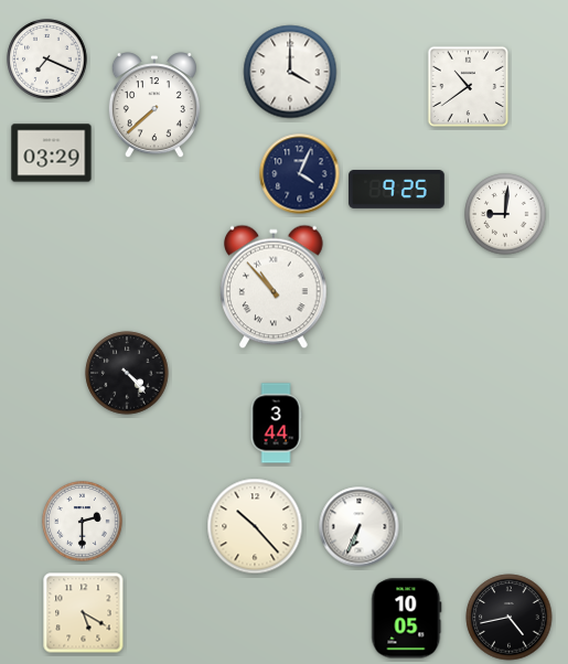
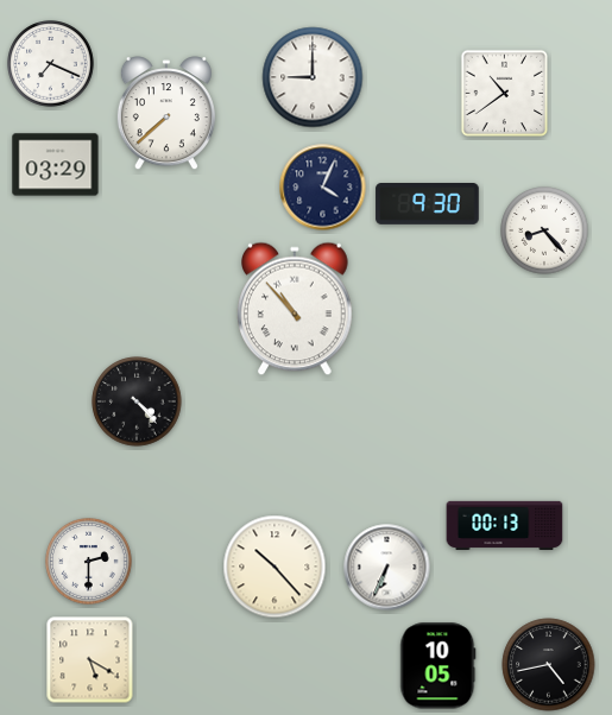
clock at (290, 72): 4:00 -> 9:00
clock at (397, 190): 9:25 -> 9:30
clock at (505, 214): 9:01 -> 8:23
clock at (276, 424): 3:44 -> none
clock at (505, 525): none -> 00:13
